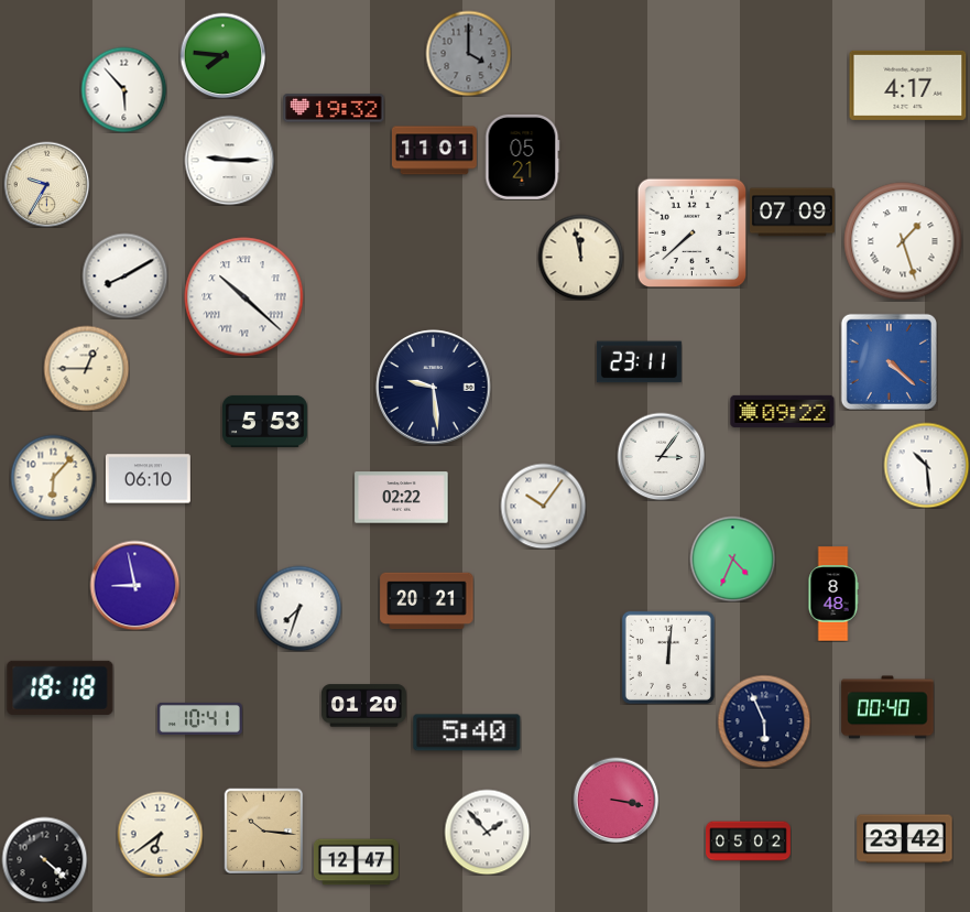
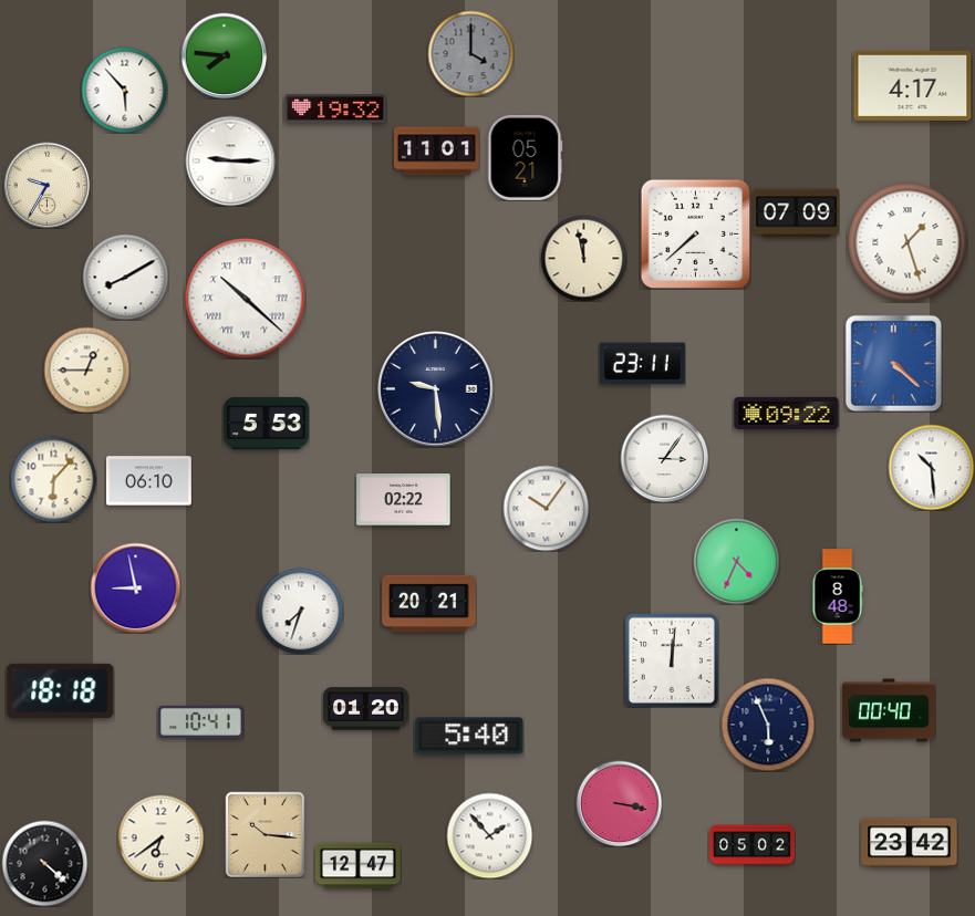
clock at (887, 707) position: (887, 707) -> (889, 710)
